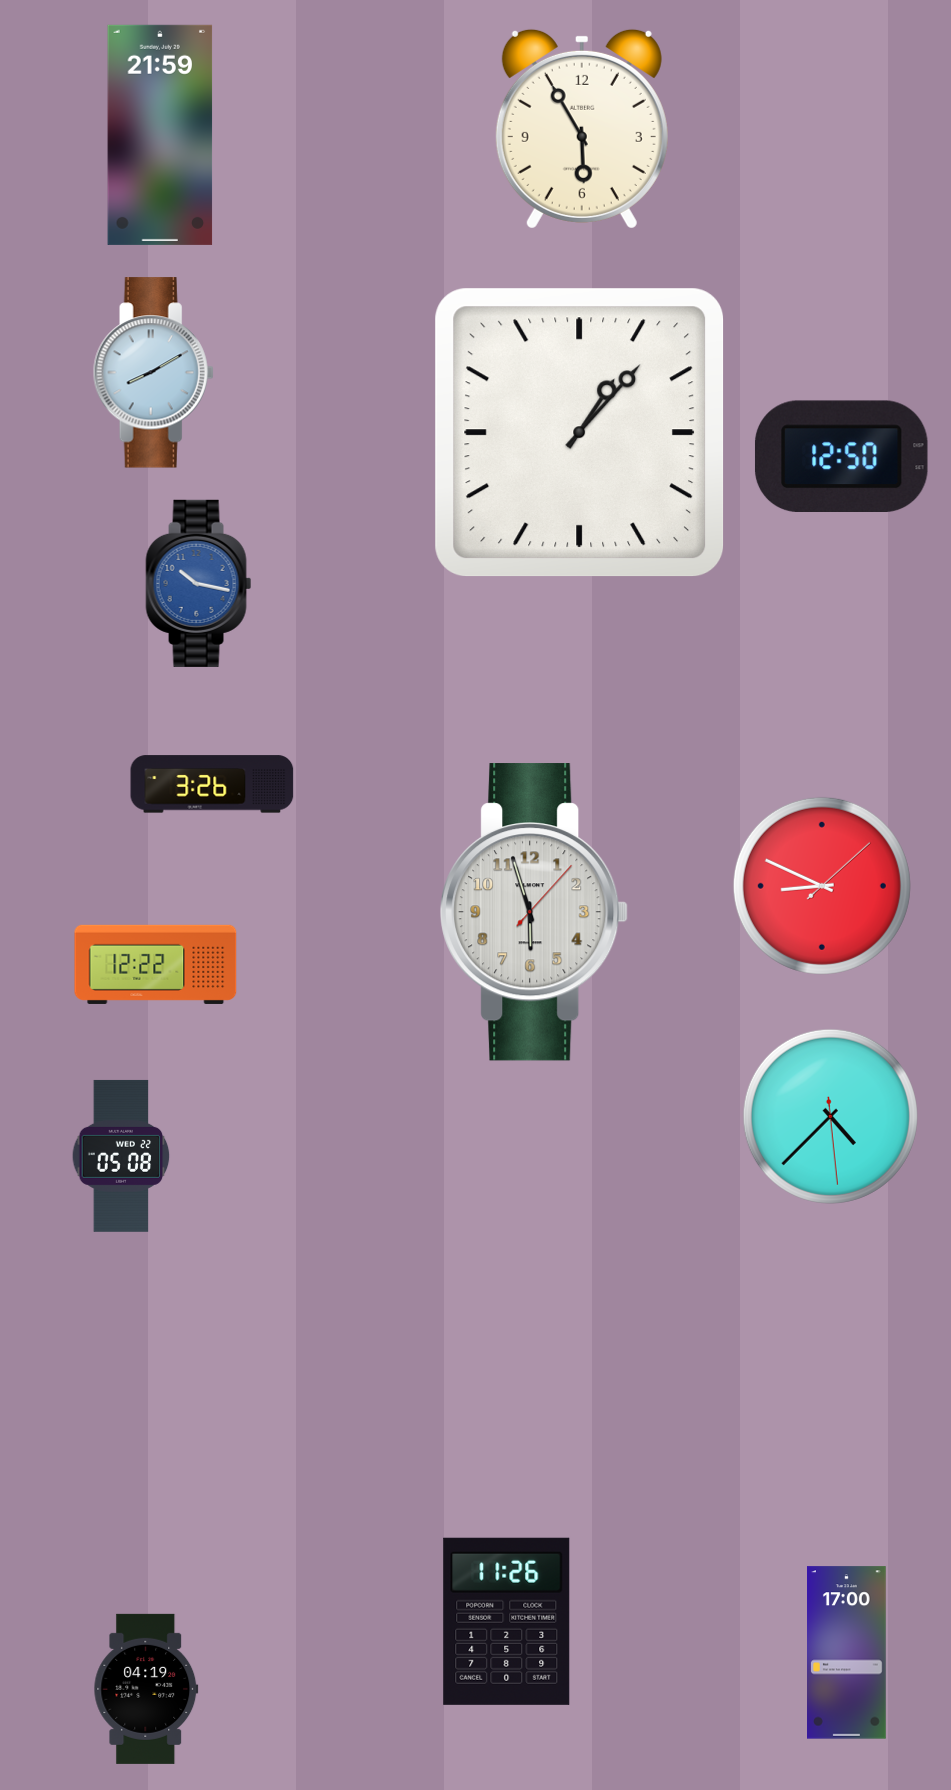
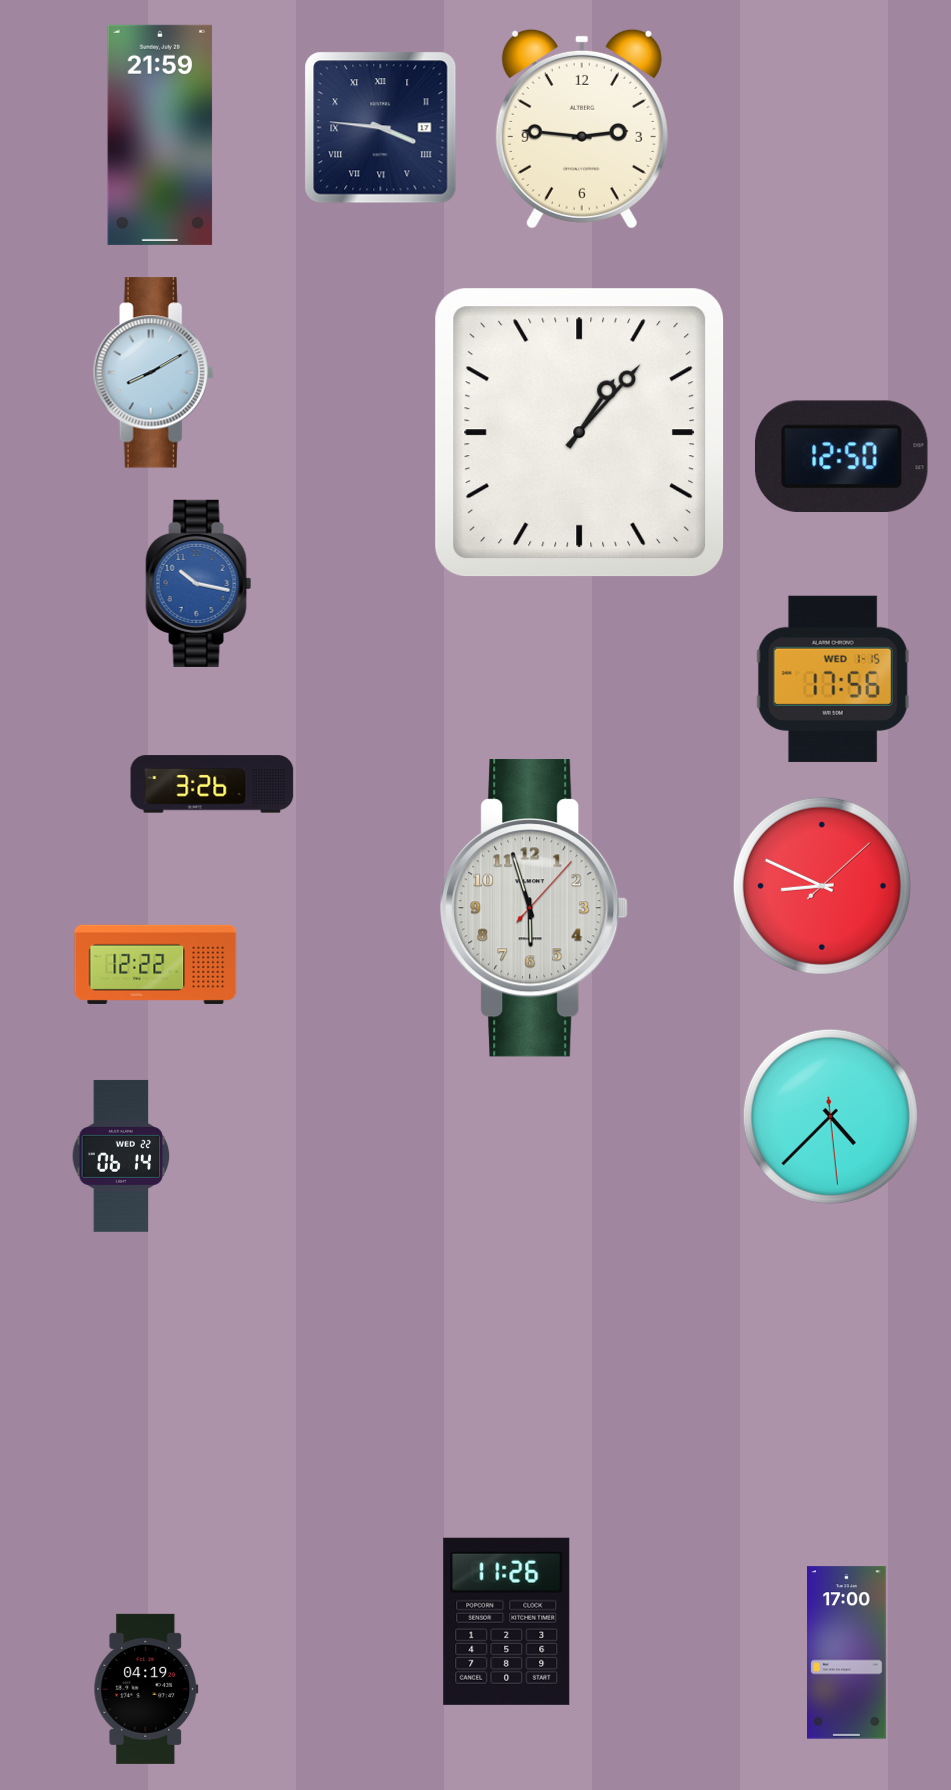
clock at (381, 128): none -> 3:46
clock at (582, 129): 5:55 -> 2:46
clock at (833, 679): none -> 17:56
clock at (534, 912) position: (534, 912) -> (534, 908)
clock at (121, 1156): 05:08 -> 06:14
